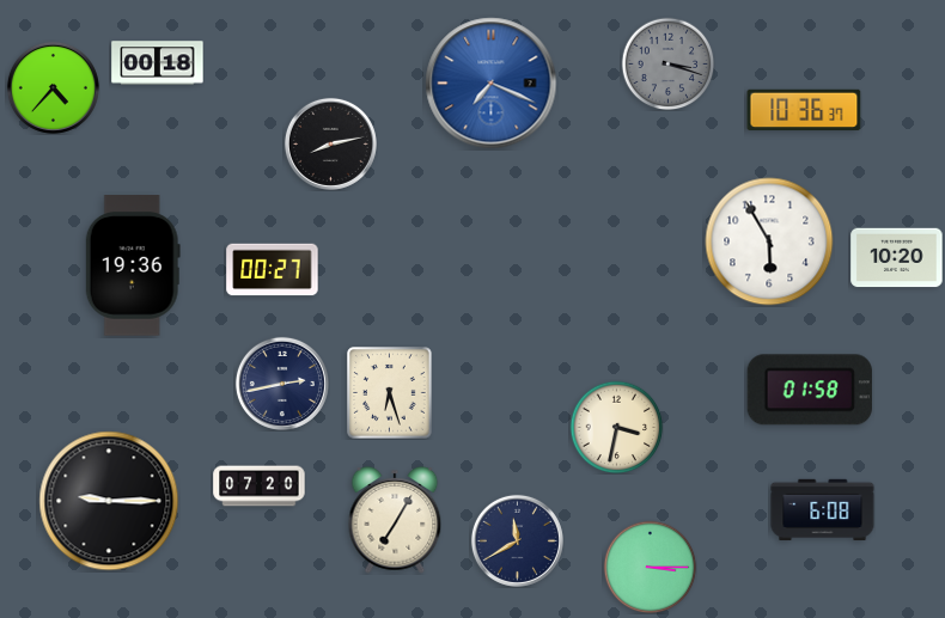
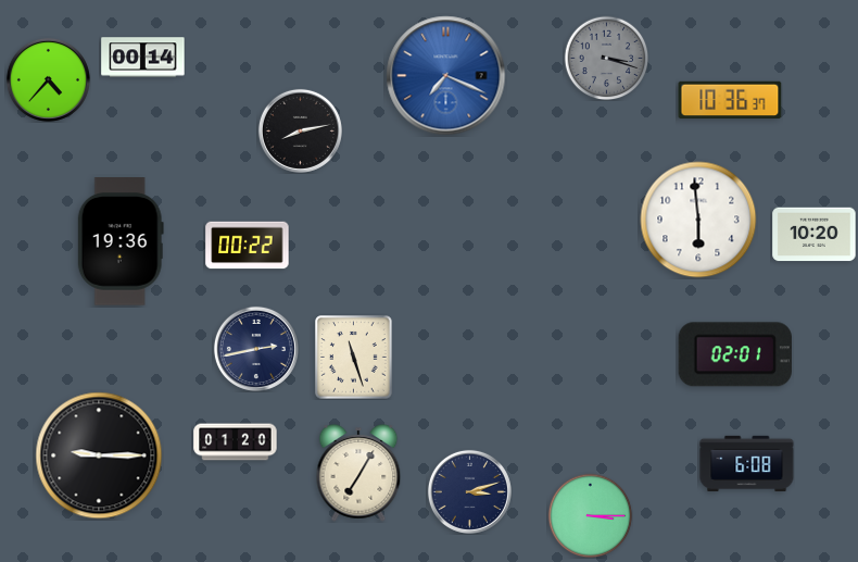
clock at (158, 63): 00:18 -> 00:14
clock at (769, 241): 5:55 -> 5:59
clock at (273, 270): 00:27 -> 00:22
clock at (810, 390): 01:58 -> 02:01
clock at (390, 393): 6:27 -> 11:27
clock at (616, 427): 3:32 -> none
clock at (260, 487): 07:20 -> 01:20
clock at (517, 540): 11:40 -> 3:12
